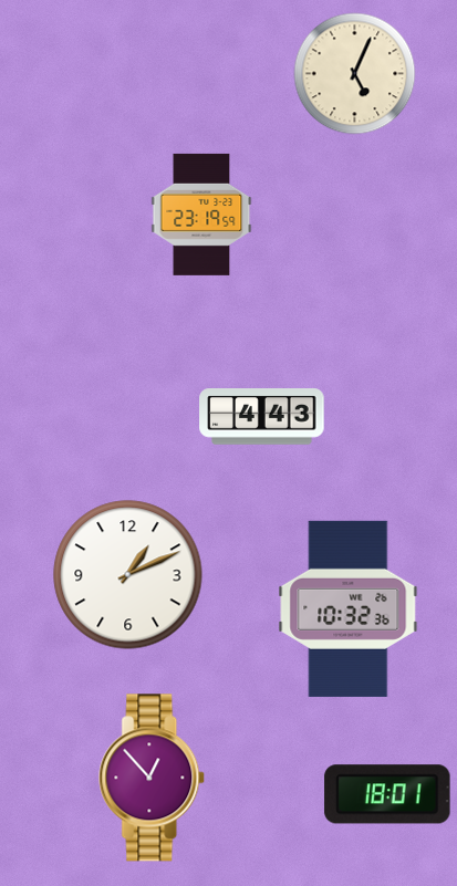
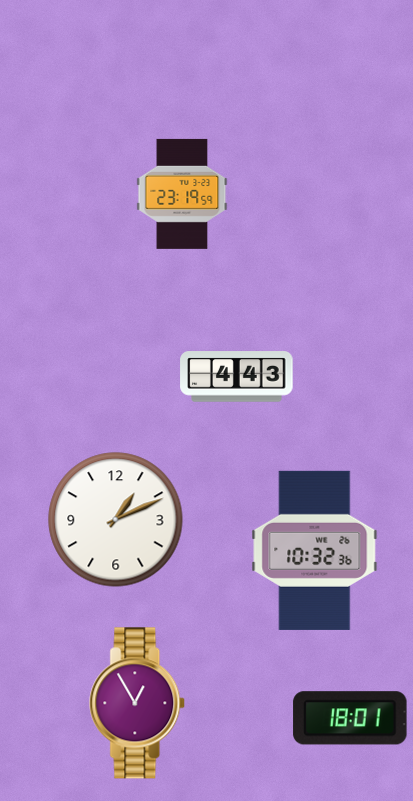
clock at (355, 74): 5:04 -> none
clock at (153, 778): 12:53 -> 12:55
